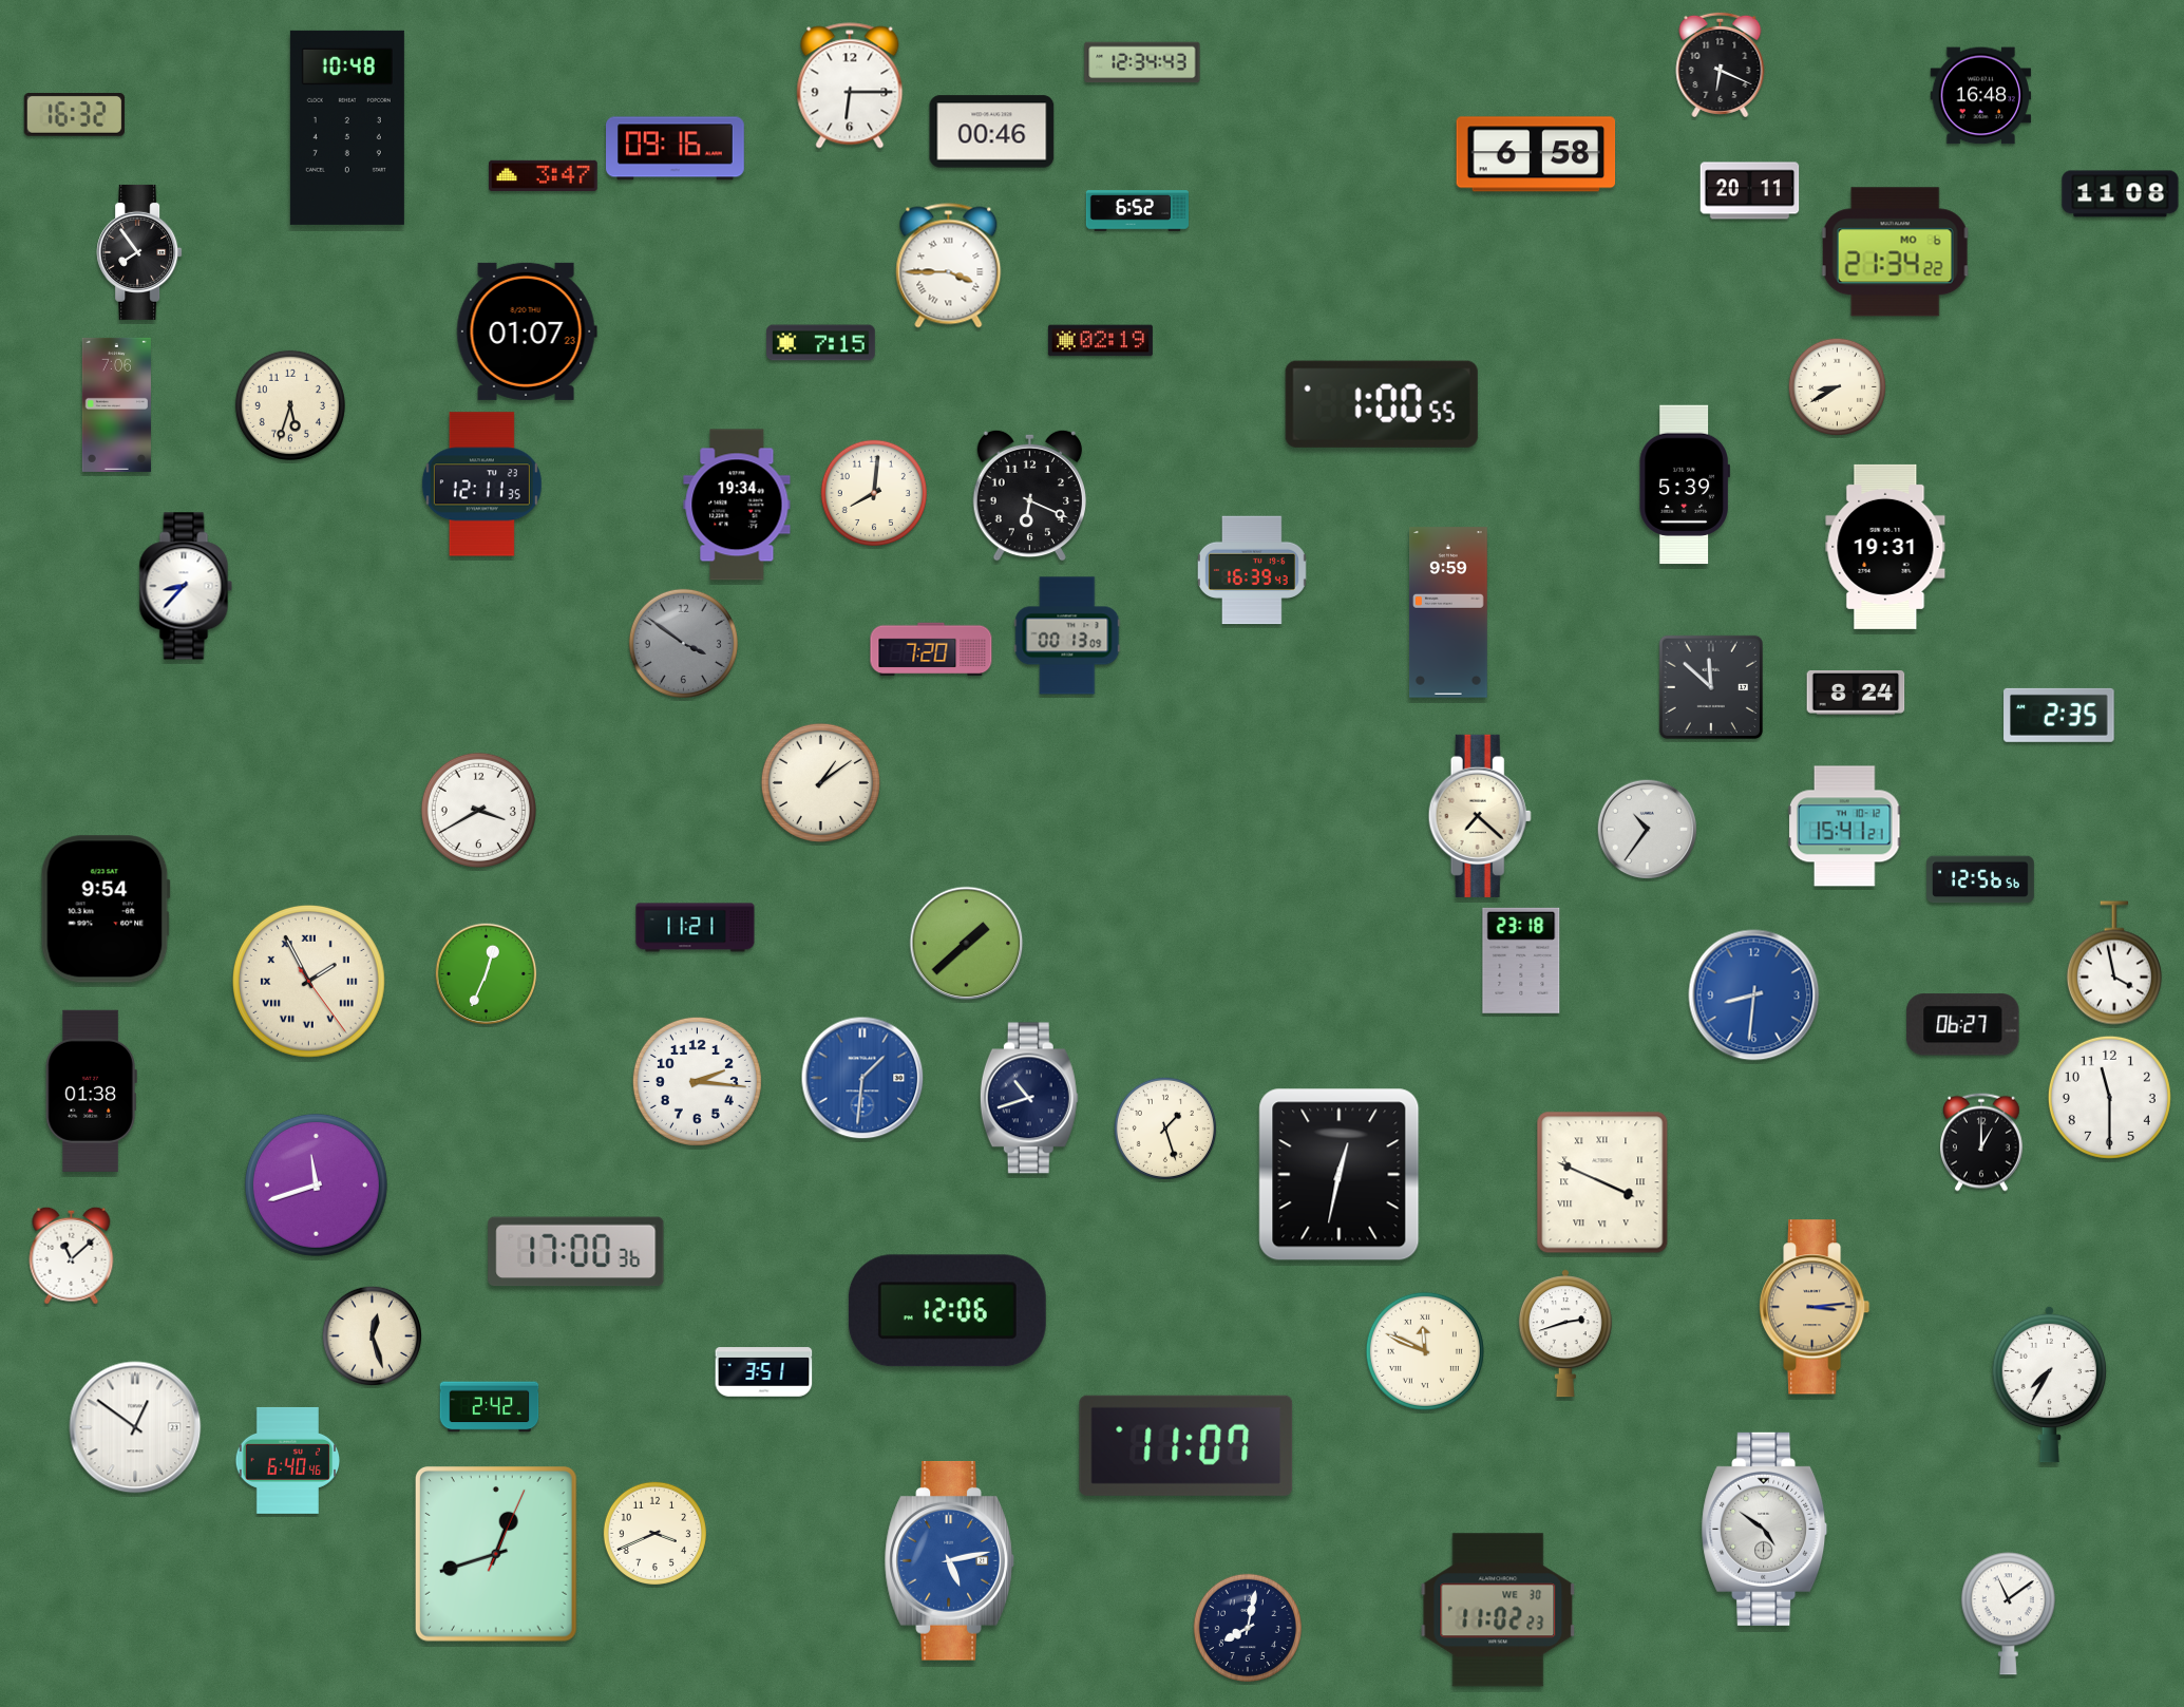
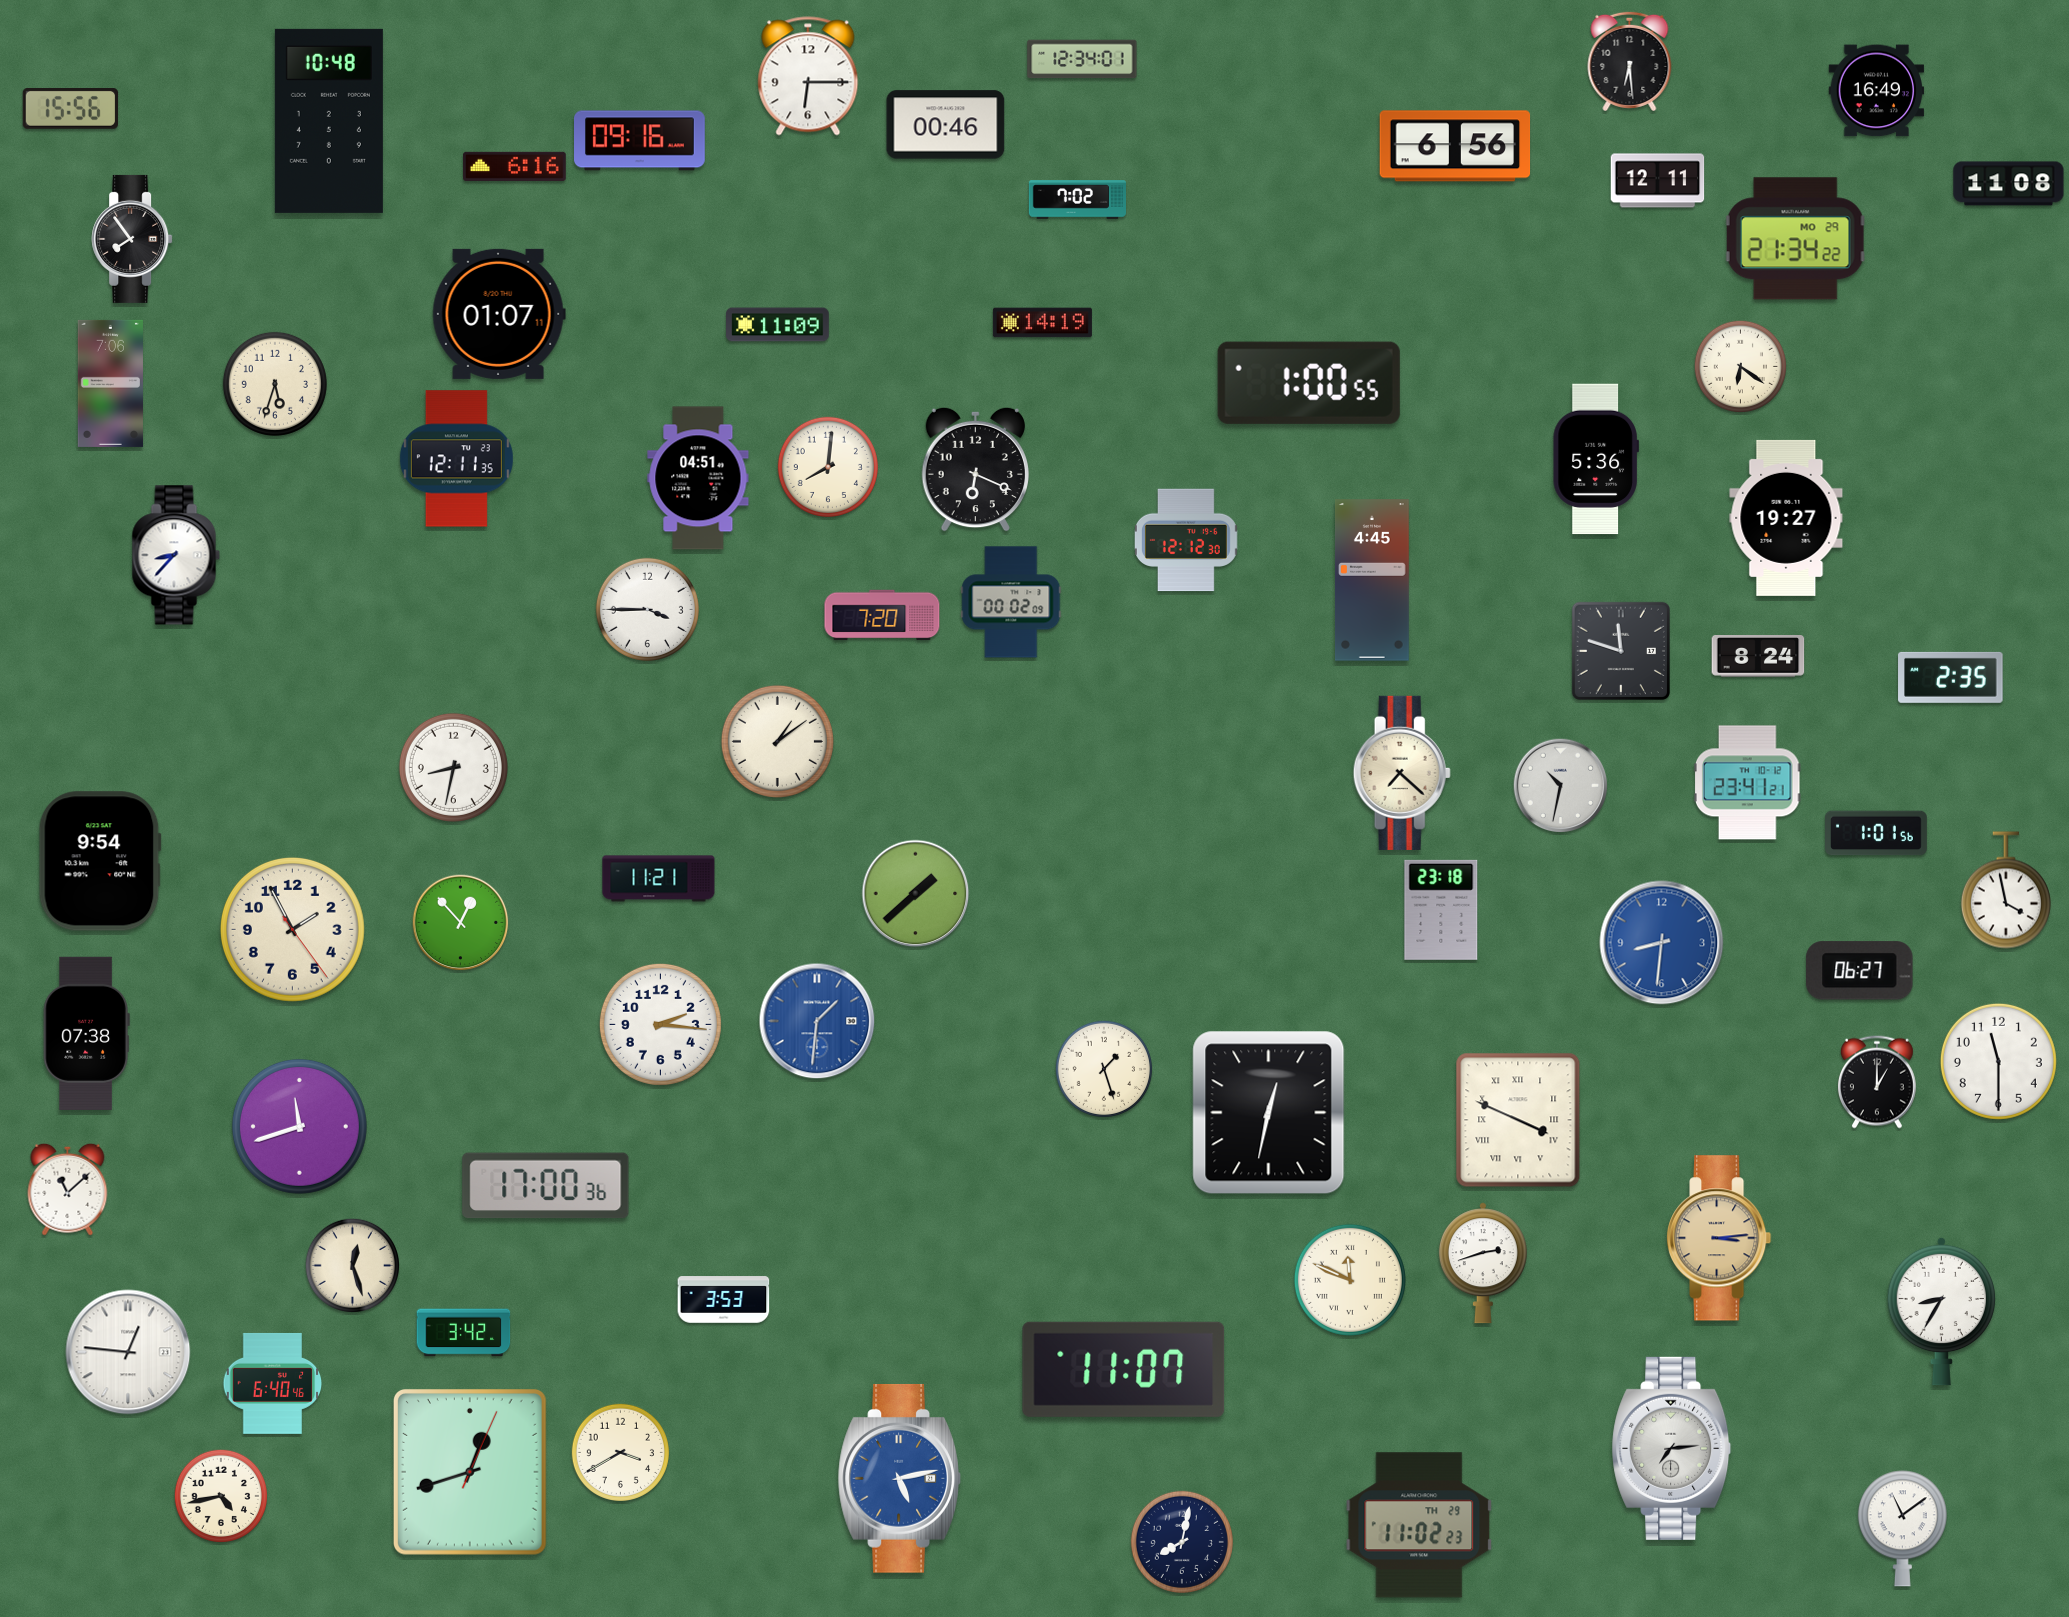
clock at (1142, 62): 12:34:43 -> 12:34:01
clock at (1721, 64): 6:19 -> 6:29
clock at (850, 86) position: (850, 86) -> (808, 76)
clock at (1981, 96): 16:48 -> 16:49
clock at (74, 115): 16:32 -> 15:56
clock at (992, 132) position: (992, 132) -> (946, 125)
clock at (1536, 154): 6:58 -> 6:56
clock at (544, 175): 3:47 -> 6:16
clock at (1750, 191): 20:11 -> 12:11
clock at (1137, 211): 6:52 -> 7:02
clock at (1895, 252) date: MO 6 -> MO 29
clock at (949, 266): 3:45 -> none
clock at (527, 331): 01:07:23 -> 01:07:11
clock at (1100, 341): 02:19 -> 14:19
clock at (821, 343): 7:15 -> 11:09
clock at (1838, 387): 8:40 -> 6:21
clock at (1685, 485): 5:39 -> 5:36
clock at (737, 505): 19:34 -> 04:51
clock at (1885, 547): 19:31 -> 19:27
clock at (1252, 570): 16:39 -> 12:12
clock at (1449, 612): 9:59 -> 4:45
clock at (1067, 636): 00:13 -> 00:02
clock at (683, 643): 3:51 -> 3:45
clock at (683, 643) dial: grey -> white
clock at (1711, 687): 11:52 -> 11:48
clock at (478, 810): 3:40 -> 8:32
clock at (1844, 827): 15:41 -> 23:41
clock at (1648, 830): 10:36 -> 10:32
clock at (1981, 879): 12:56 -> 1:01
clock at (2114, 963) position: (2114, 963) -> (2006, 890)
clock at (487, 974): 12:34 -> 12:53
clock at (308, 981) numerals: Roman -> Arabic
clock at (91, 1090): 01:38 -> 07:38
clock at (2109, 1097) position: (2109, 1097) -> (1998, 1061)
clock at (1029, 1098): 10:42 -> none
clock at (316, 1184) position: (316, 1184) -> (299, 1126)
clock at (947, 1311): 12:06 -> none
clock at (764, 1372): 3:51 -> 3:53
clock at (2049, 1384): 7:35 -> 8:35
clock at (490, 1407): 2:42 -> 3:42
clock at (135, 1427): 12:51 -> 12:46
clock at (1765, 1529): 4:51 -> 7:14
clock at (654, 1533): 3:41 -> 3:40
clock at (220, 1495): none -> 4:43
clock at (1498, 1610) date: WE 30 -> TH 29
